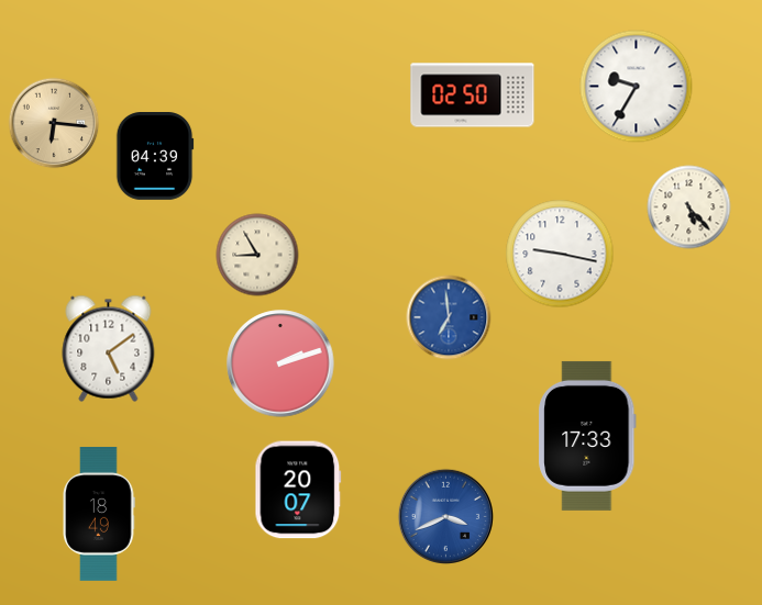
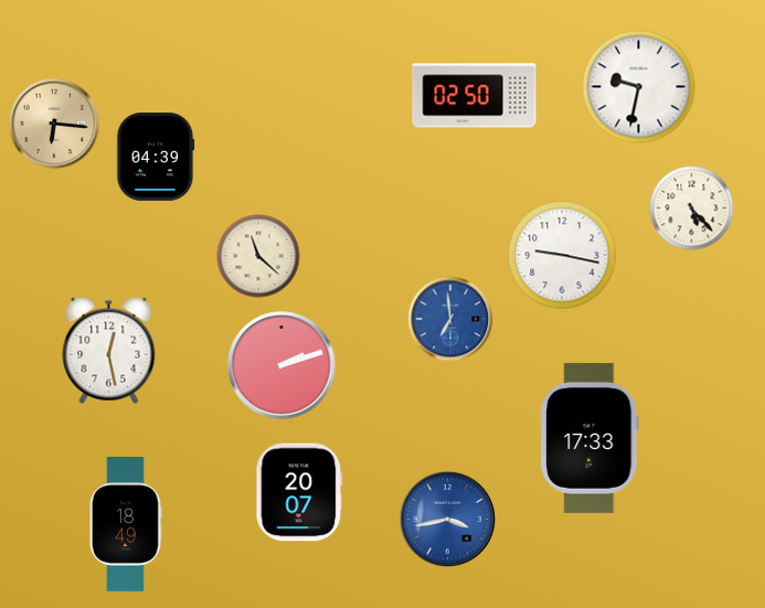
clock at (637, 87): 9:35 -> 9:32
clock at (257, 255): 8:55 -> 11:22
clock at (109, 348): 5:09 -> 12:28
clock at (99, 514) position: (99, 514) -> (126, 524)
clock at (445, 516): 3:41 -> 3:43
